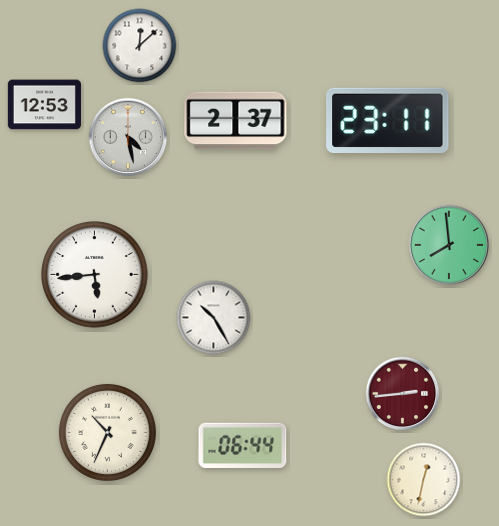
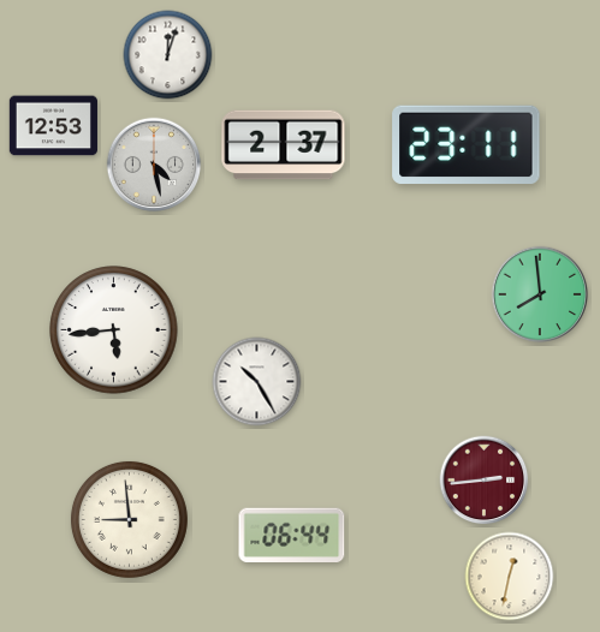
clock at (140, 46): 12:08 -> 12:03
clock at (403, 394) position: (403, 394) -> (485, 481)
clock at (107, 432): 10:34 -> 8:59
